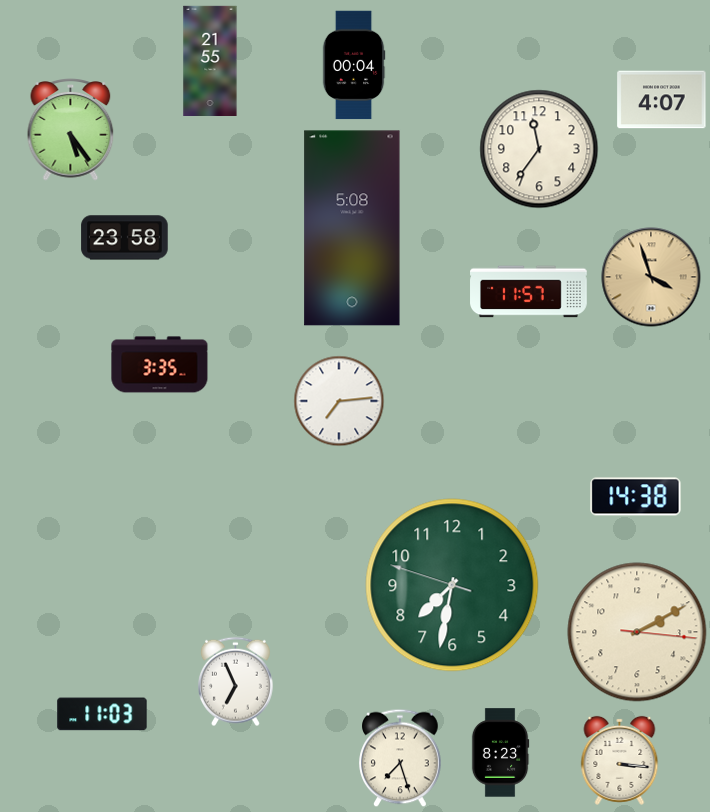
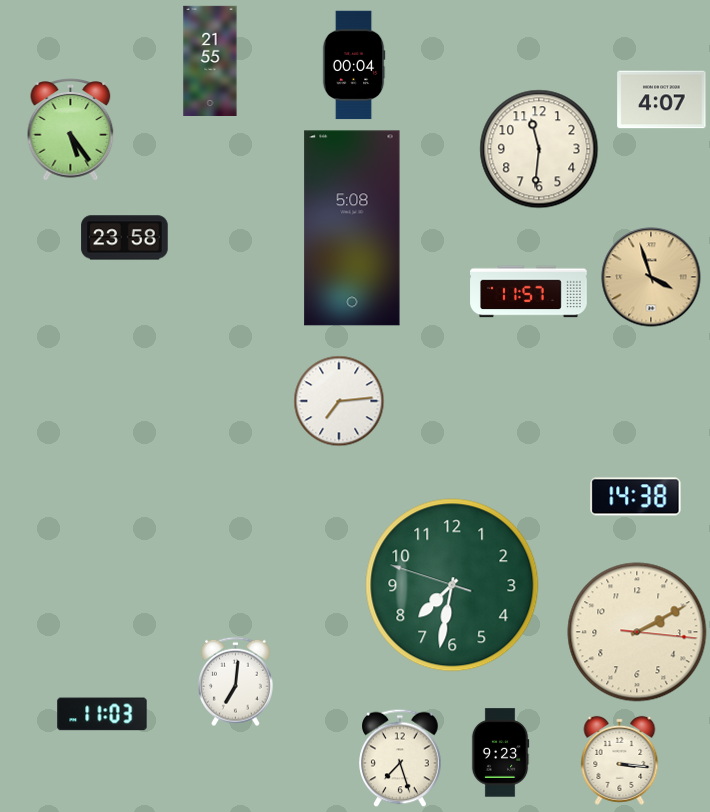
clock at (539, 149): 11:36 -> 11:31
clock at (160, 365): 3:35 -> none
clock at (235, 682): 6:56 -> 7:01
clock at (500, 753): 8:23 -> 9:23
